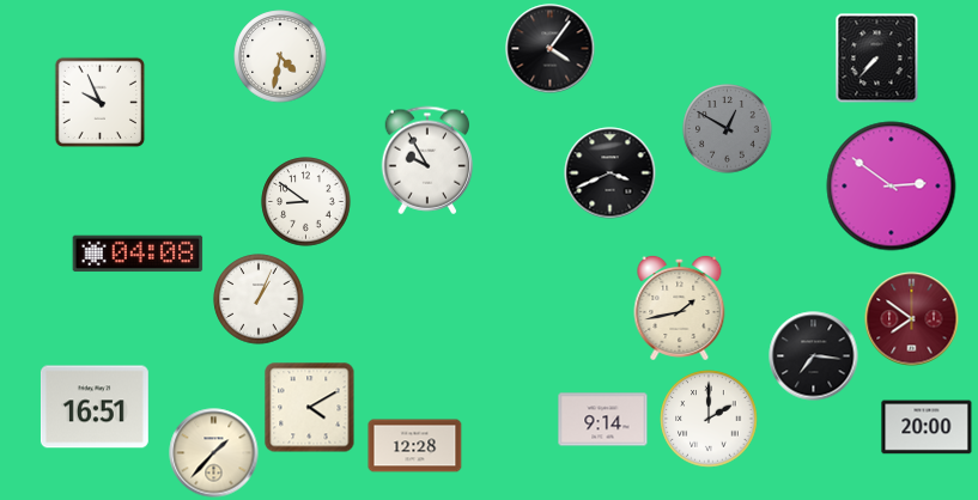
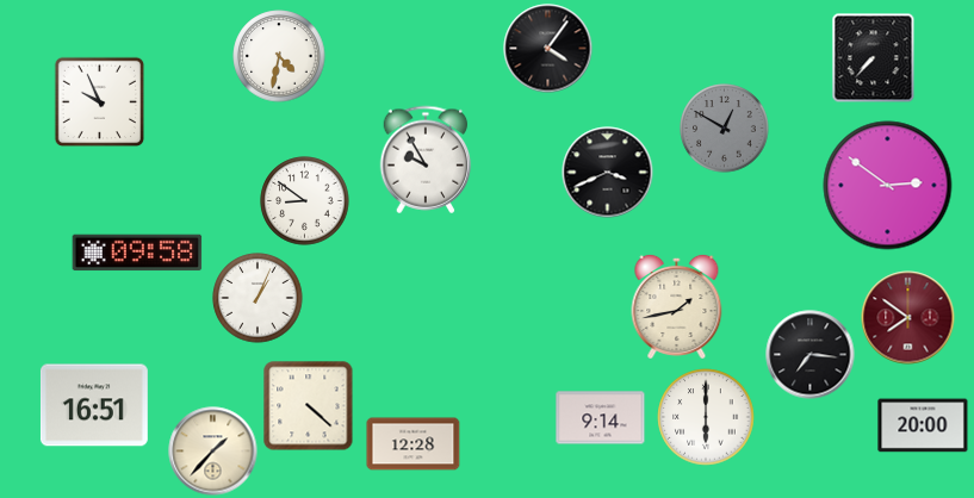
clock at (138, 254): 04:08 -> 09:58
clock at (310, 408): 4:10 -> 4:22
clock at (709, 419): 2:00 -> 6:00
